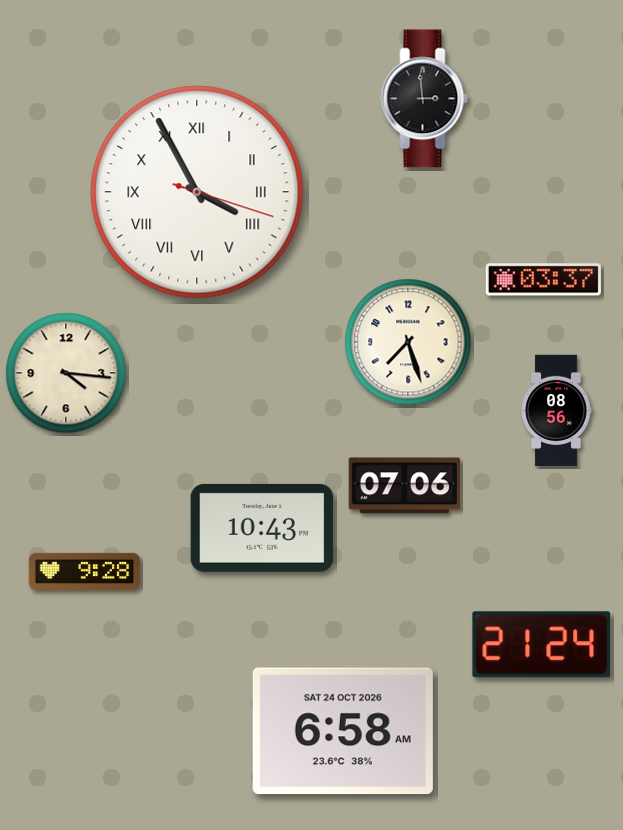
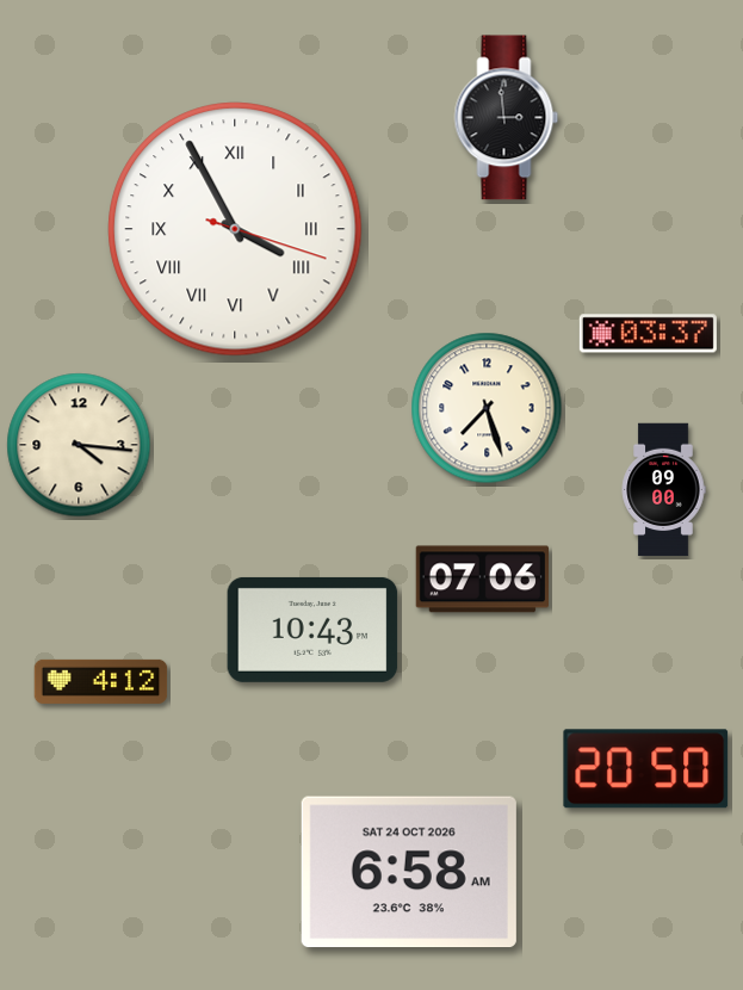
clock at (556, 411): 08:56 -> 09:00
clock at (85, 571): 9:28 -> 4:12
clock at (542, 645): 21:24 -> 20:50
